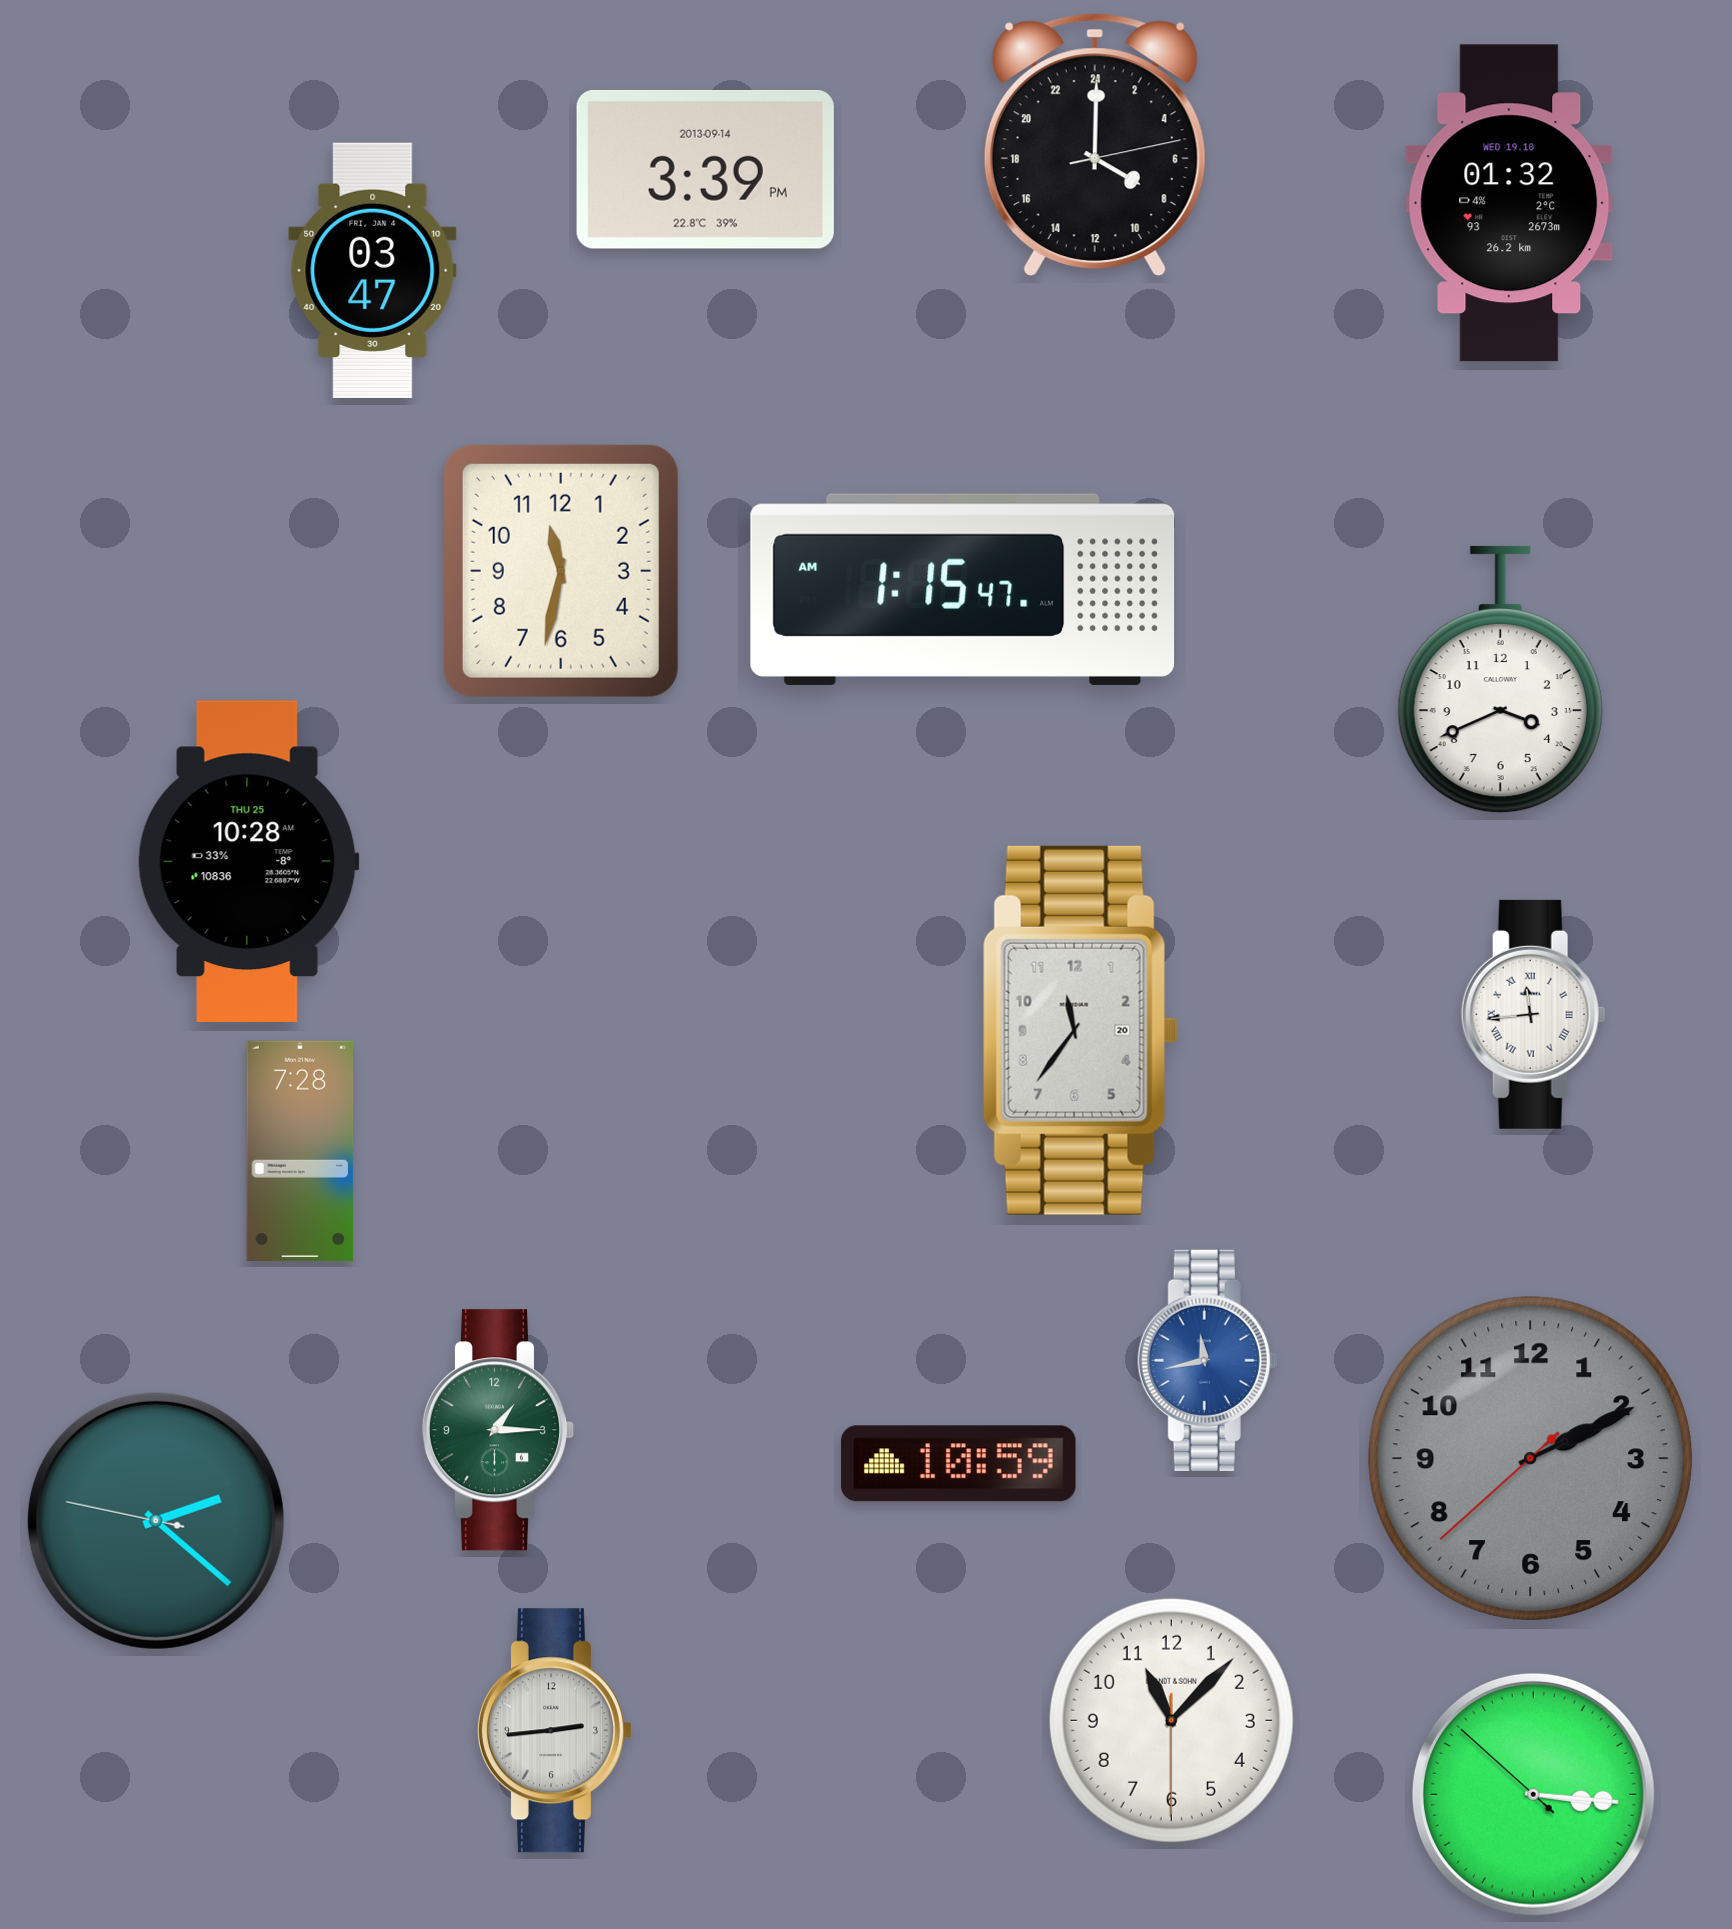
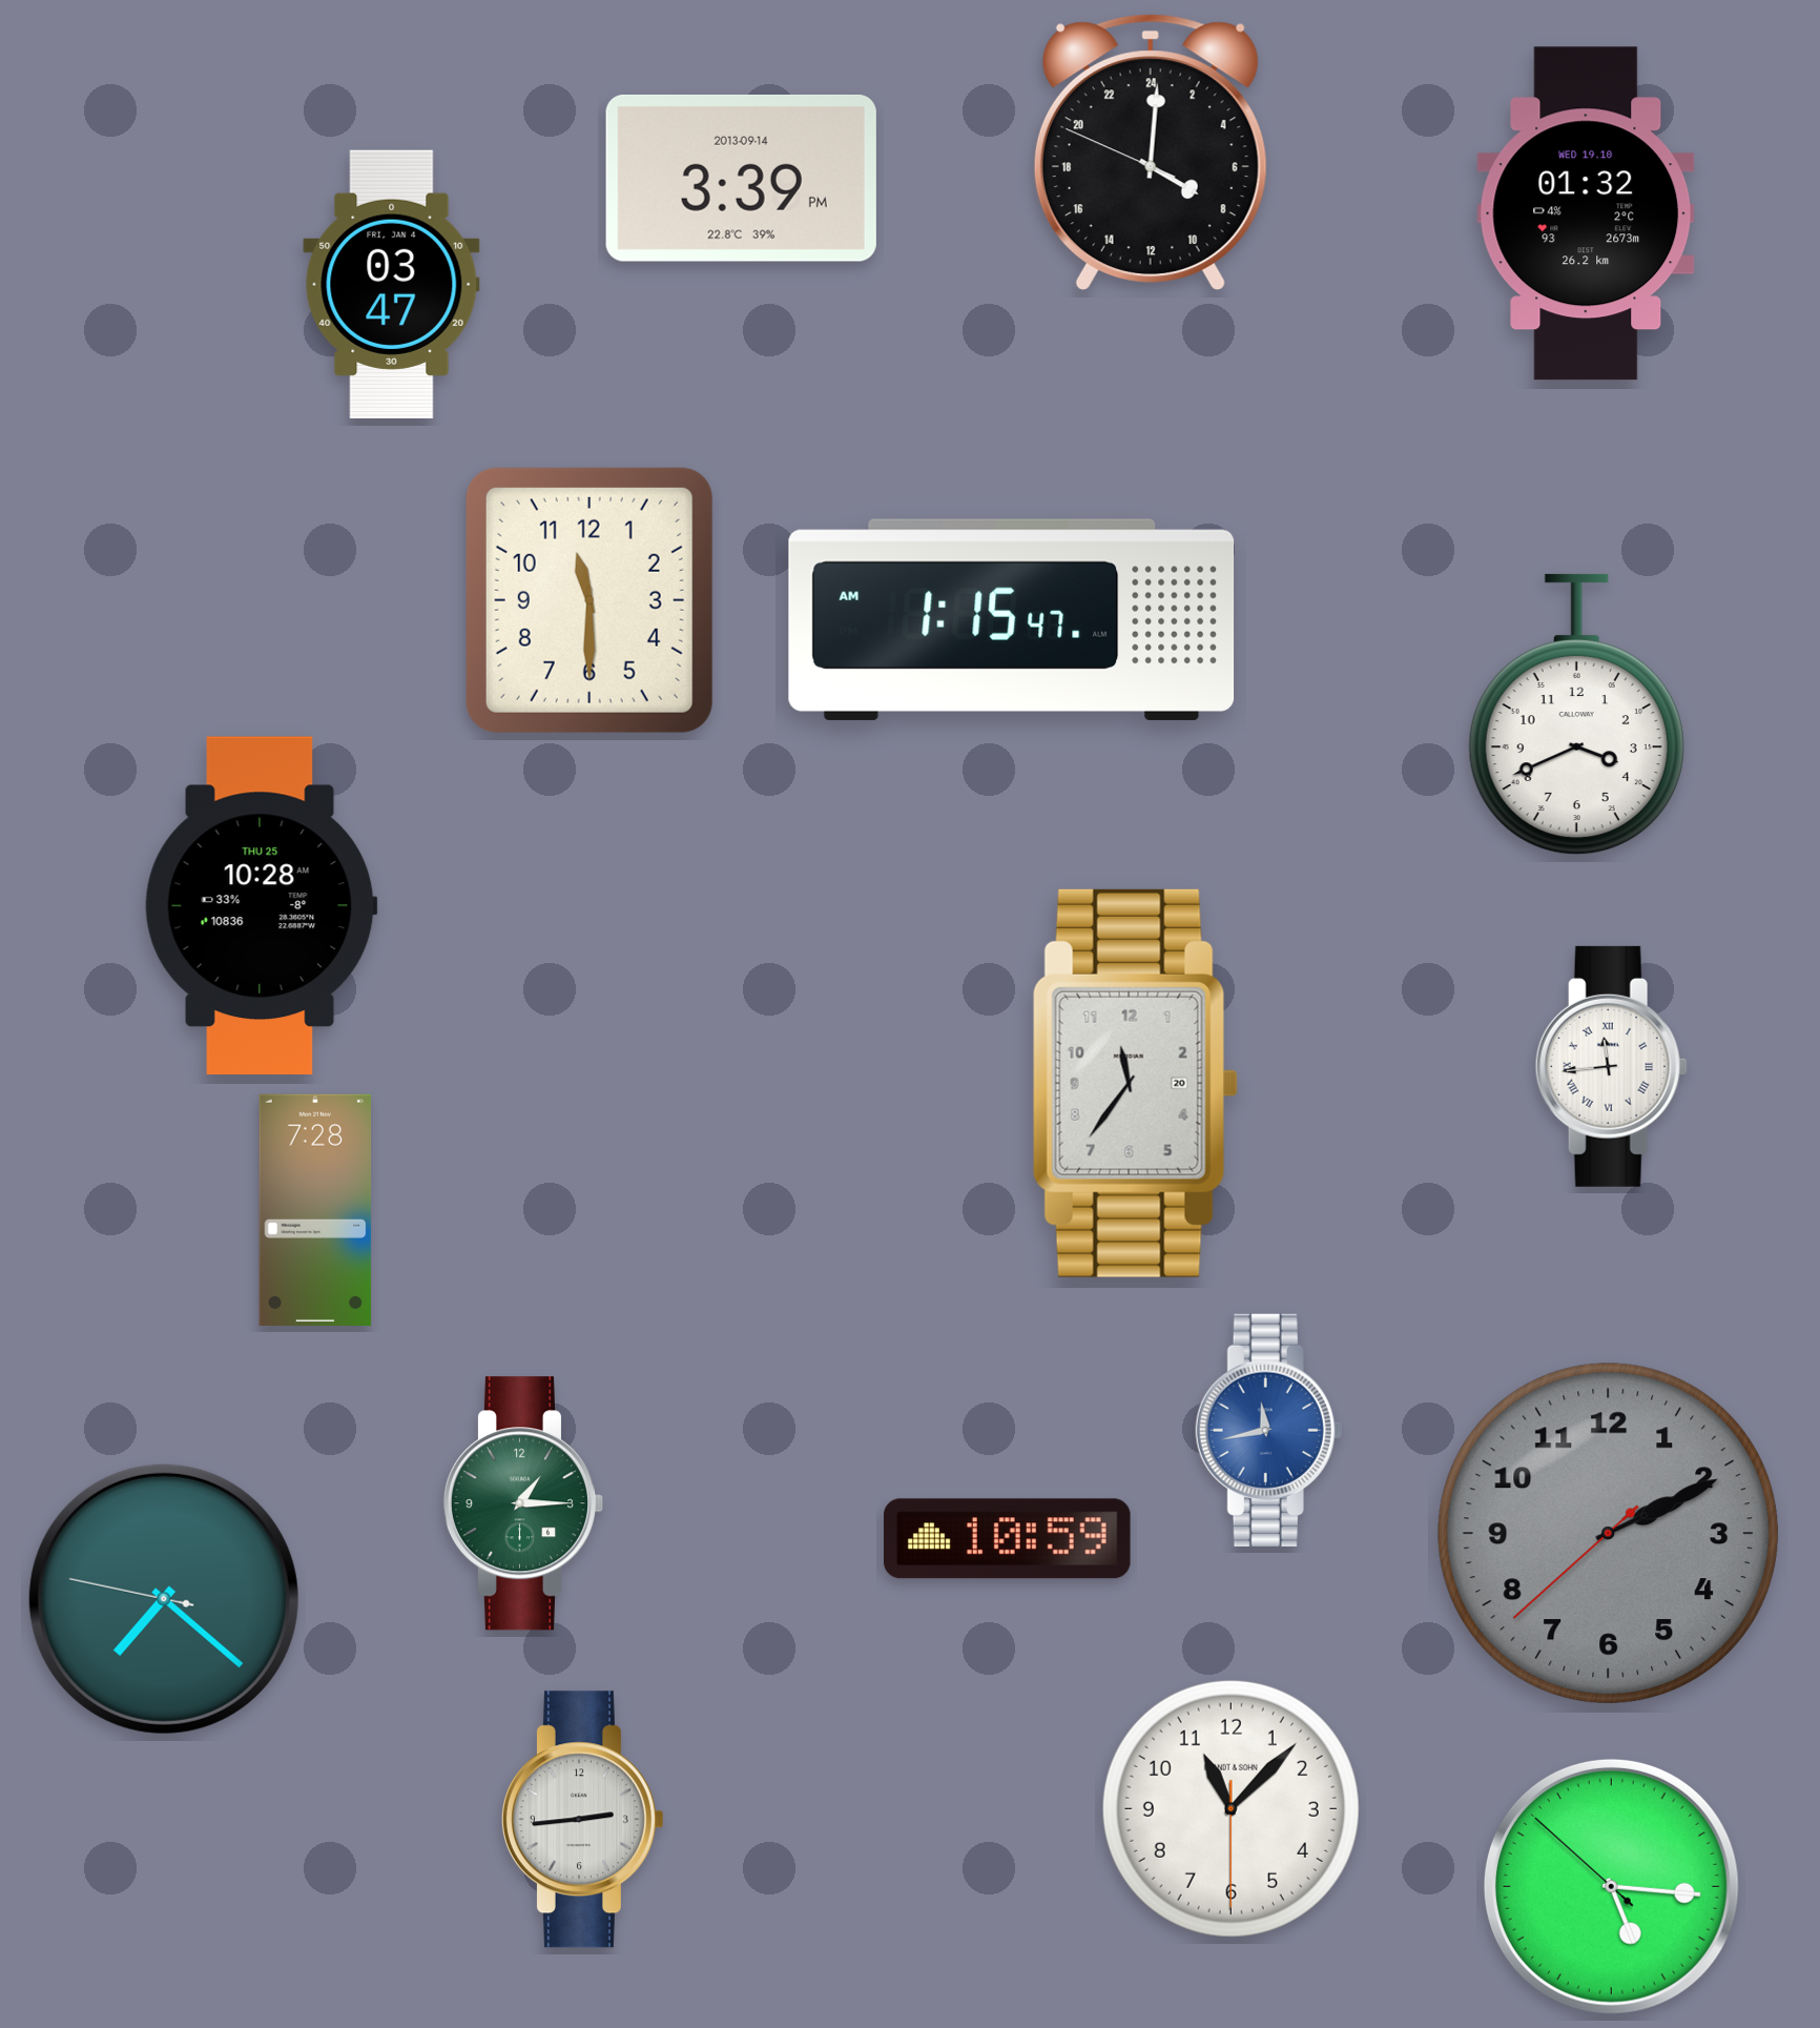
clock at (1095, 144): 8:00:13 -> 8:00:49
clock at (561, 571): 11:32 -> 11:30
clock at (156, 1521): 2:21 -> 7:21
clock at (1533, 1794): 3:15 -> 5:15
